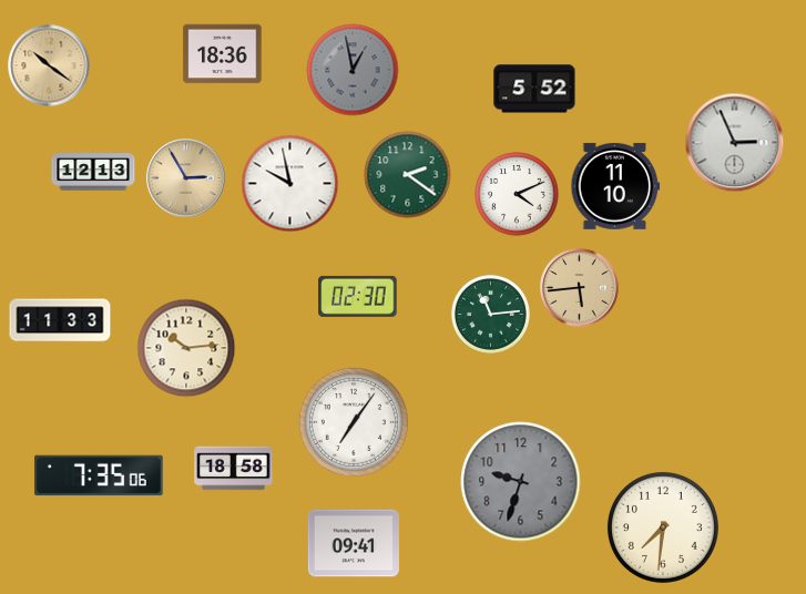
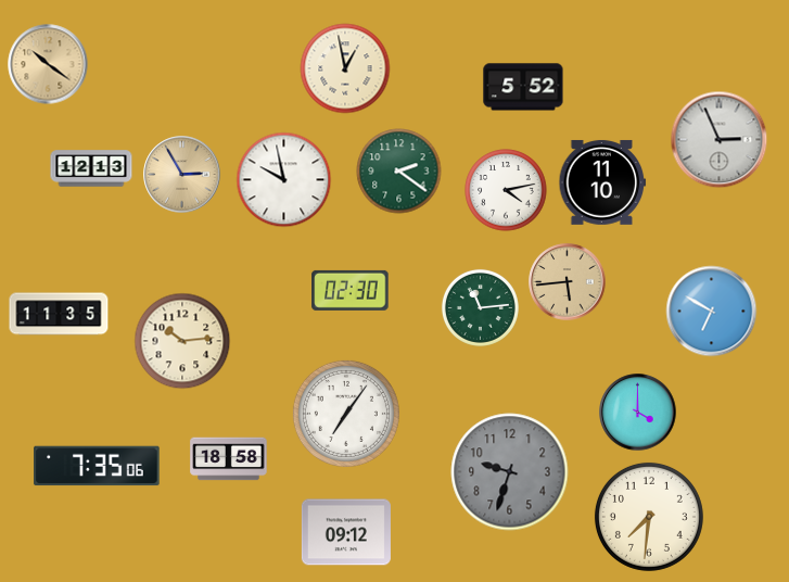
clock at (223, 54): 18:36 -> none
clock at (353, 70) dial: grey -> cream
clock at (517, 194): 4:11 -> 4:13
clock at (712, 312): none -> 6:50
clock at (60, 320): 11:33 -> 11:35
clock at (638, 413): none -> 4:00
clock at (354, 543): 09:41 -> 09:12
